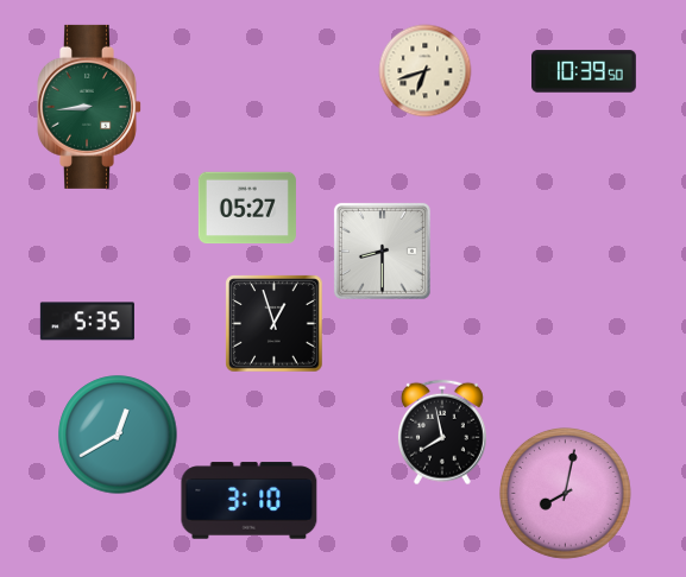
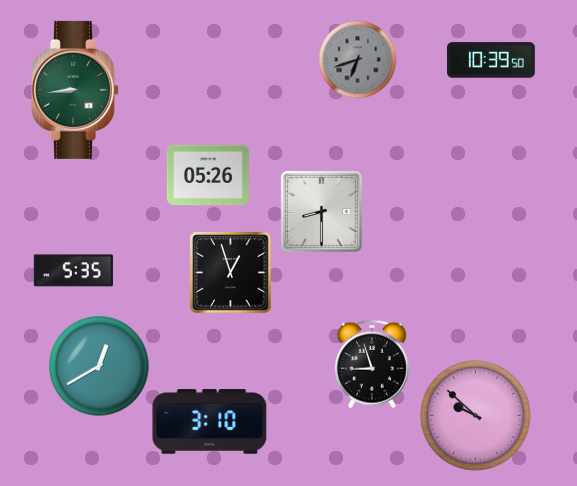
clock at (424, 70) dial: cream -> grey
clock at (247, 208): 05:27 -> 05:26
clock at (442, 432): 7:58 -> 8:57
clock at (565, 493): 8:02 -> 9:52
